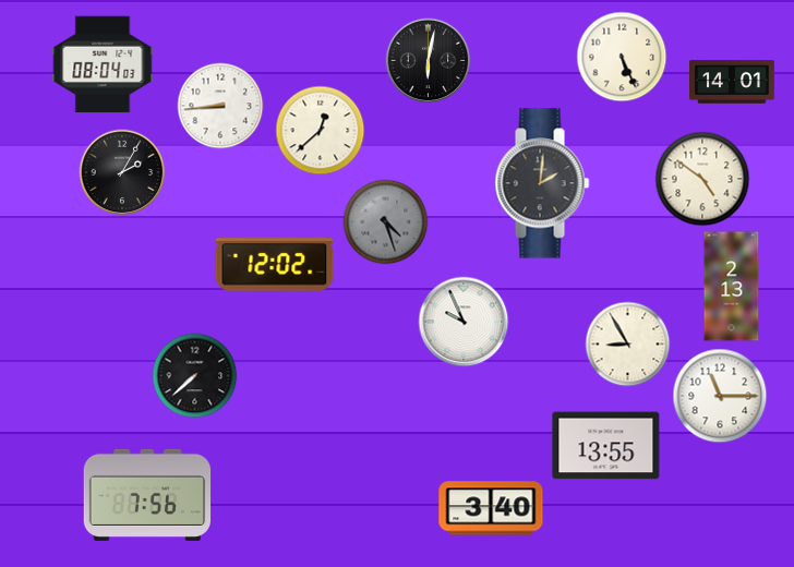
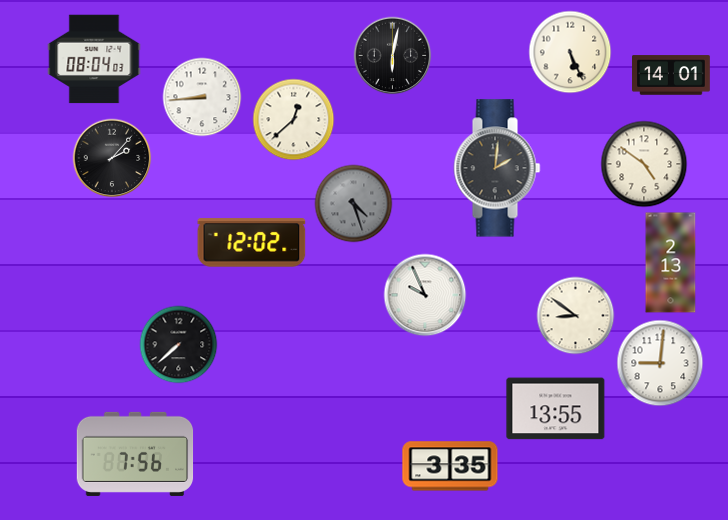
clock at (122, 172): 2:05 -> 2:07
clock at (627, 343): 8:55 -> 8:51
clock at (720, 396): 11:15 -> 9:01
clock at (491, 508): 3:40 -> 3:35
